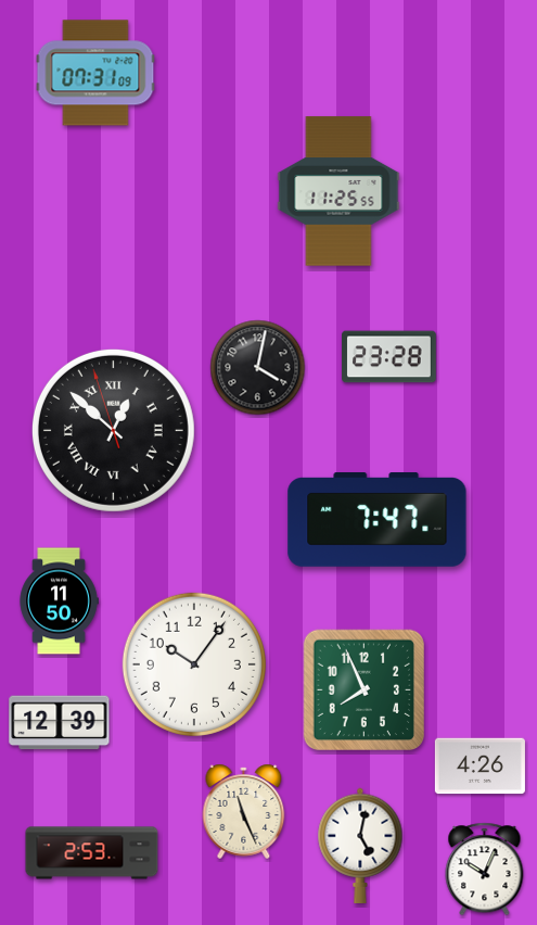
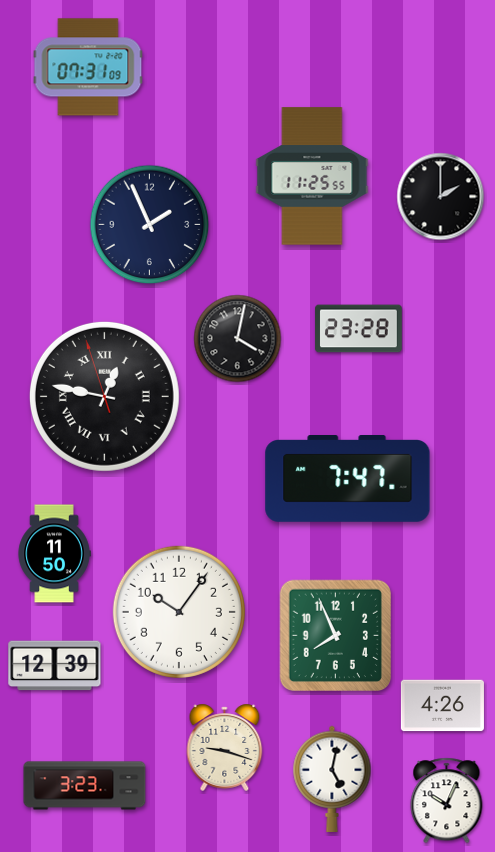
clock at (441, 197): none -> 2:00
clock at (150, 225): none -> 1:56
clock at (113, 430): 12:51 -> 12:46
clock at (244, 811): 11:26 -> 9:18
clock at (92, 853): 2:53 -> 3:23
